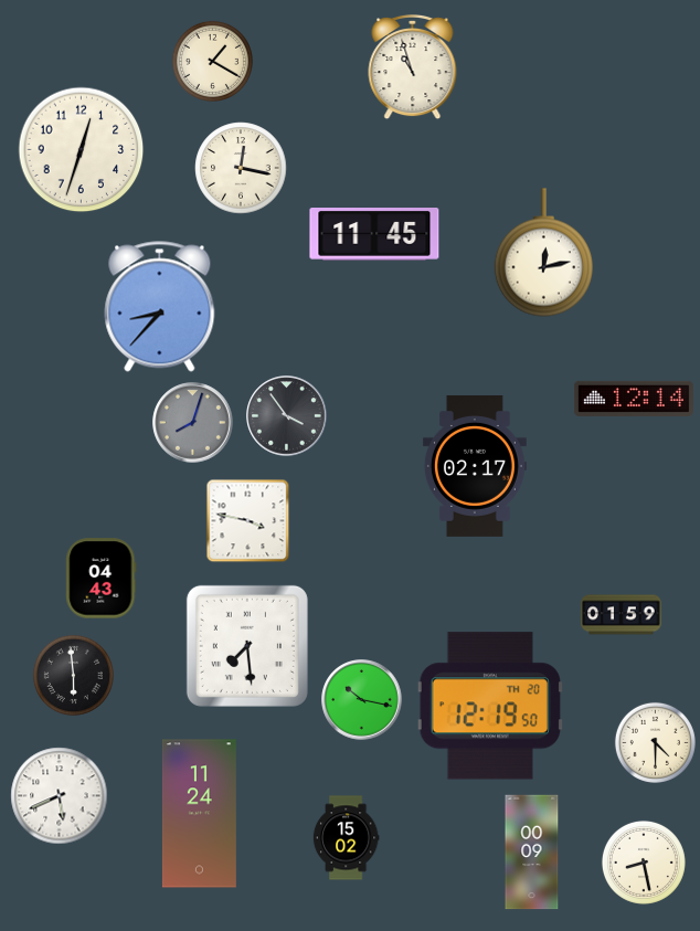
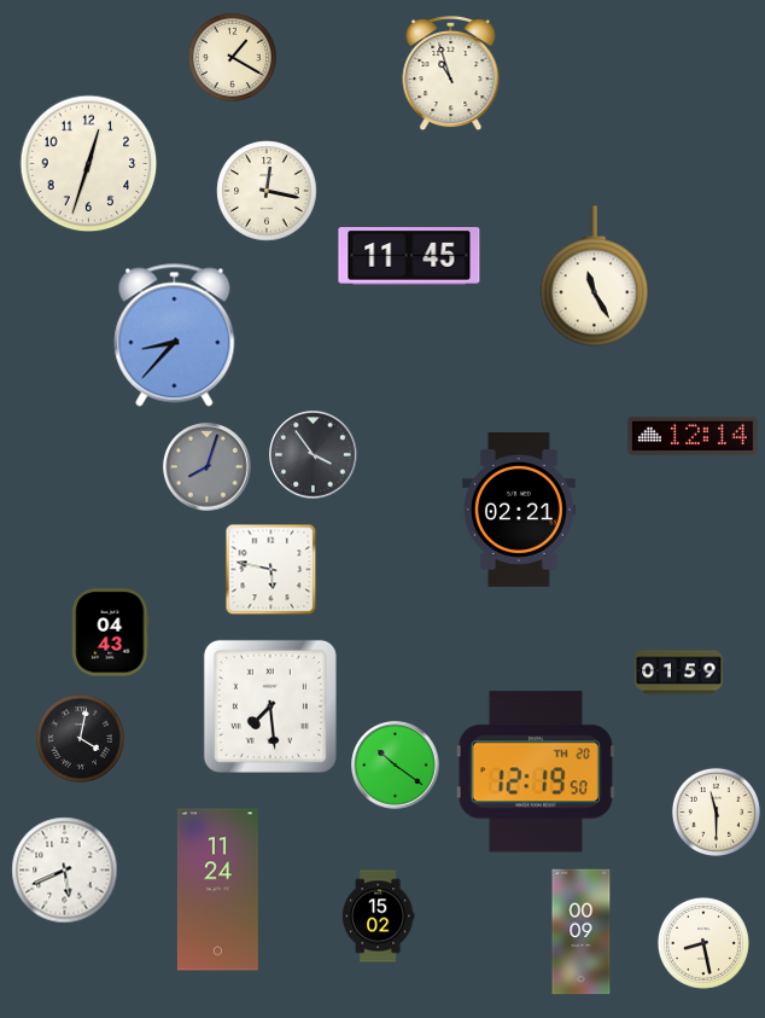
clock at (212, 61) position: (212, 61) -> (232, 57)
clock at (241, 168) position: (241, 168) -> (267, 191)
clock at (543, 253): 12:13 -> 11:25
clock at (193, 423) position: (193, 423) -> (208, 467)
clock at (475, 466): 02:17 -> 02:21
clock at (248, 521): 3:47 -> 5:47
clock at (73, 675): 5:59 -> 4:02
clock at (362, 700): 10:17 -> 10:21
clock at (655, 742): 4:30 -> 11:30
